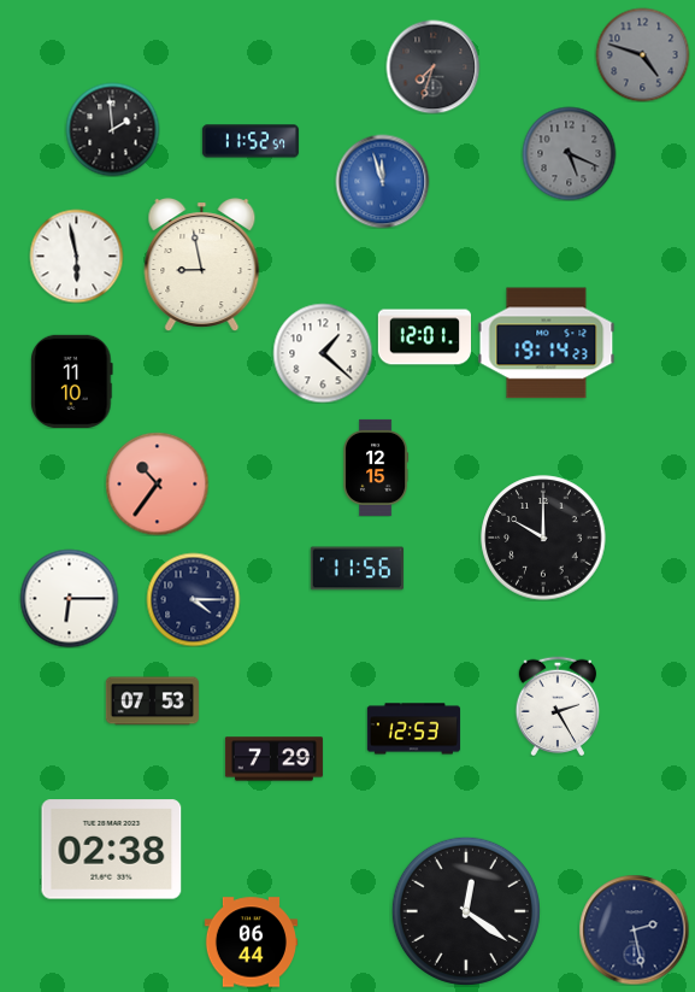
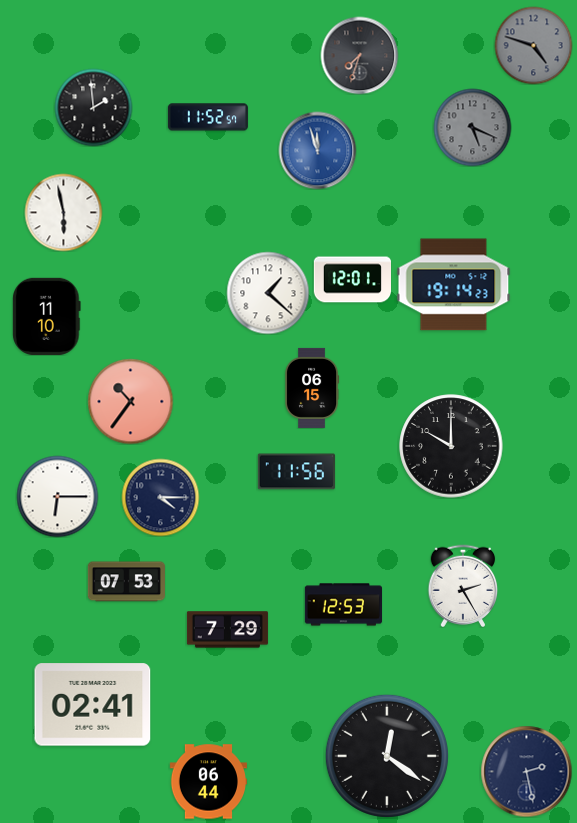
clock at (202, 265): 8:58 -> none
clock at (72, 381) position: (72, 381) -> (47, 316)
clock at (377, 468): 12:15 -> 06:15
clock at (112, 850): 02:38 -> 02:41
